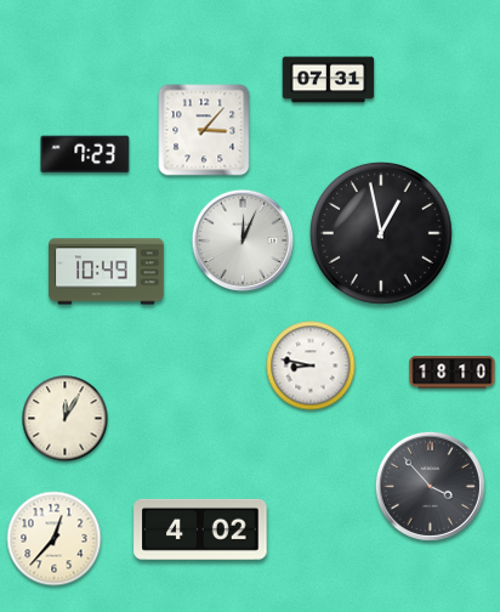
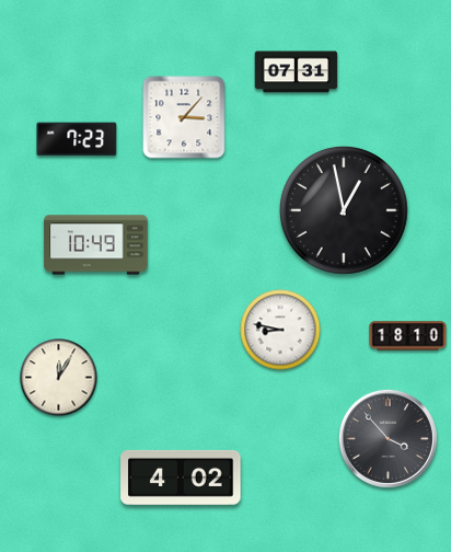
clock at (243, 240): 12:04 -> none
clock at (55, 539): 12:37 -> none
